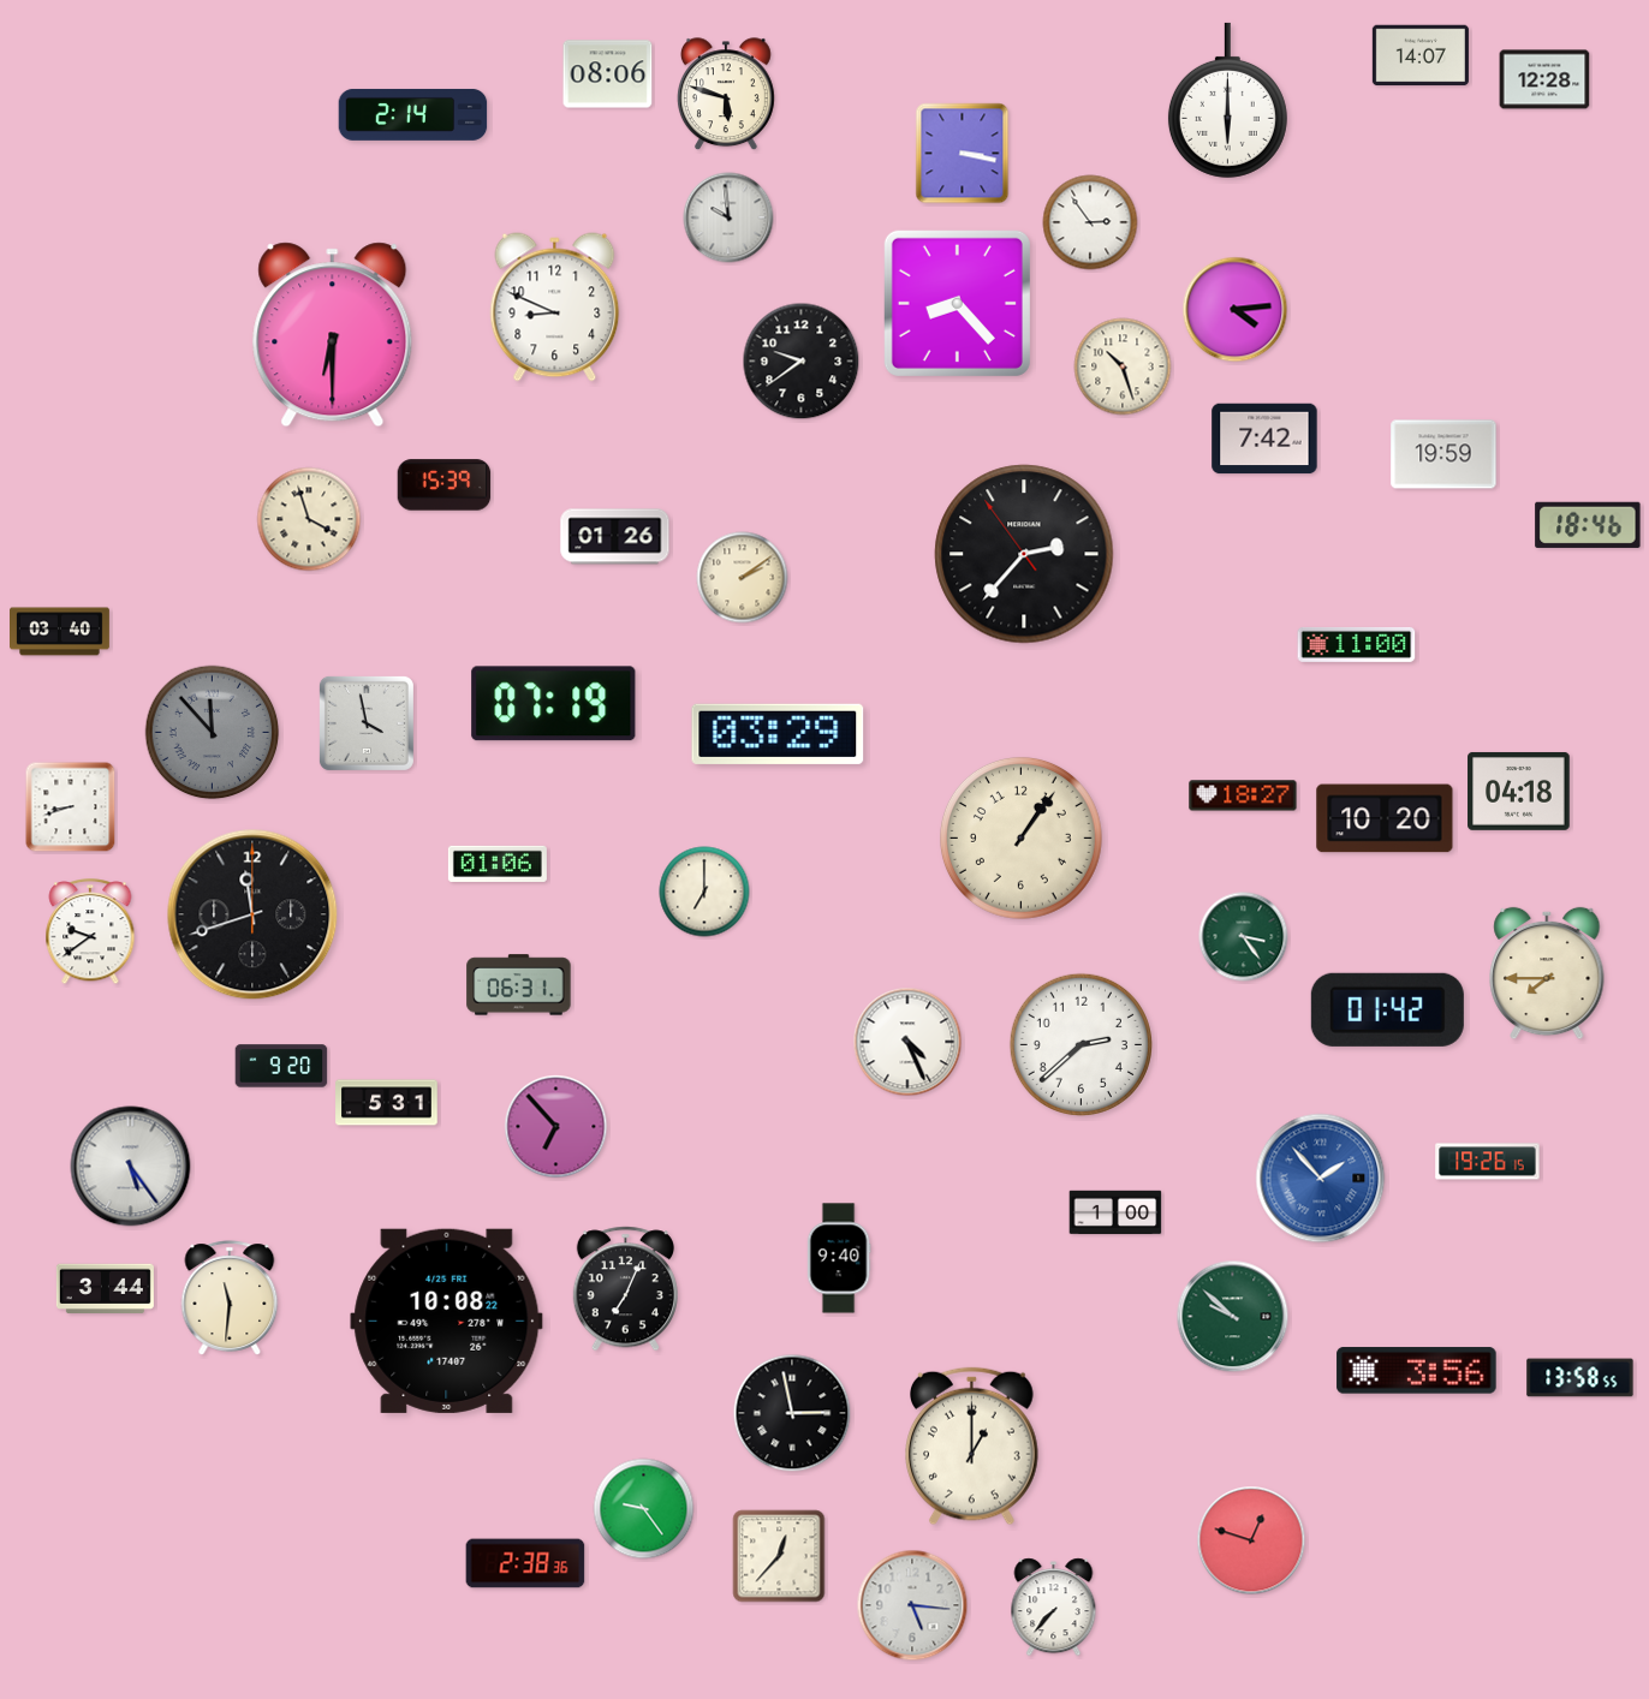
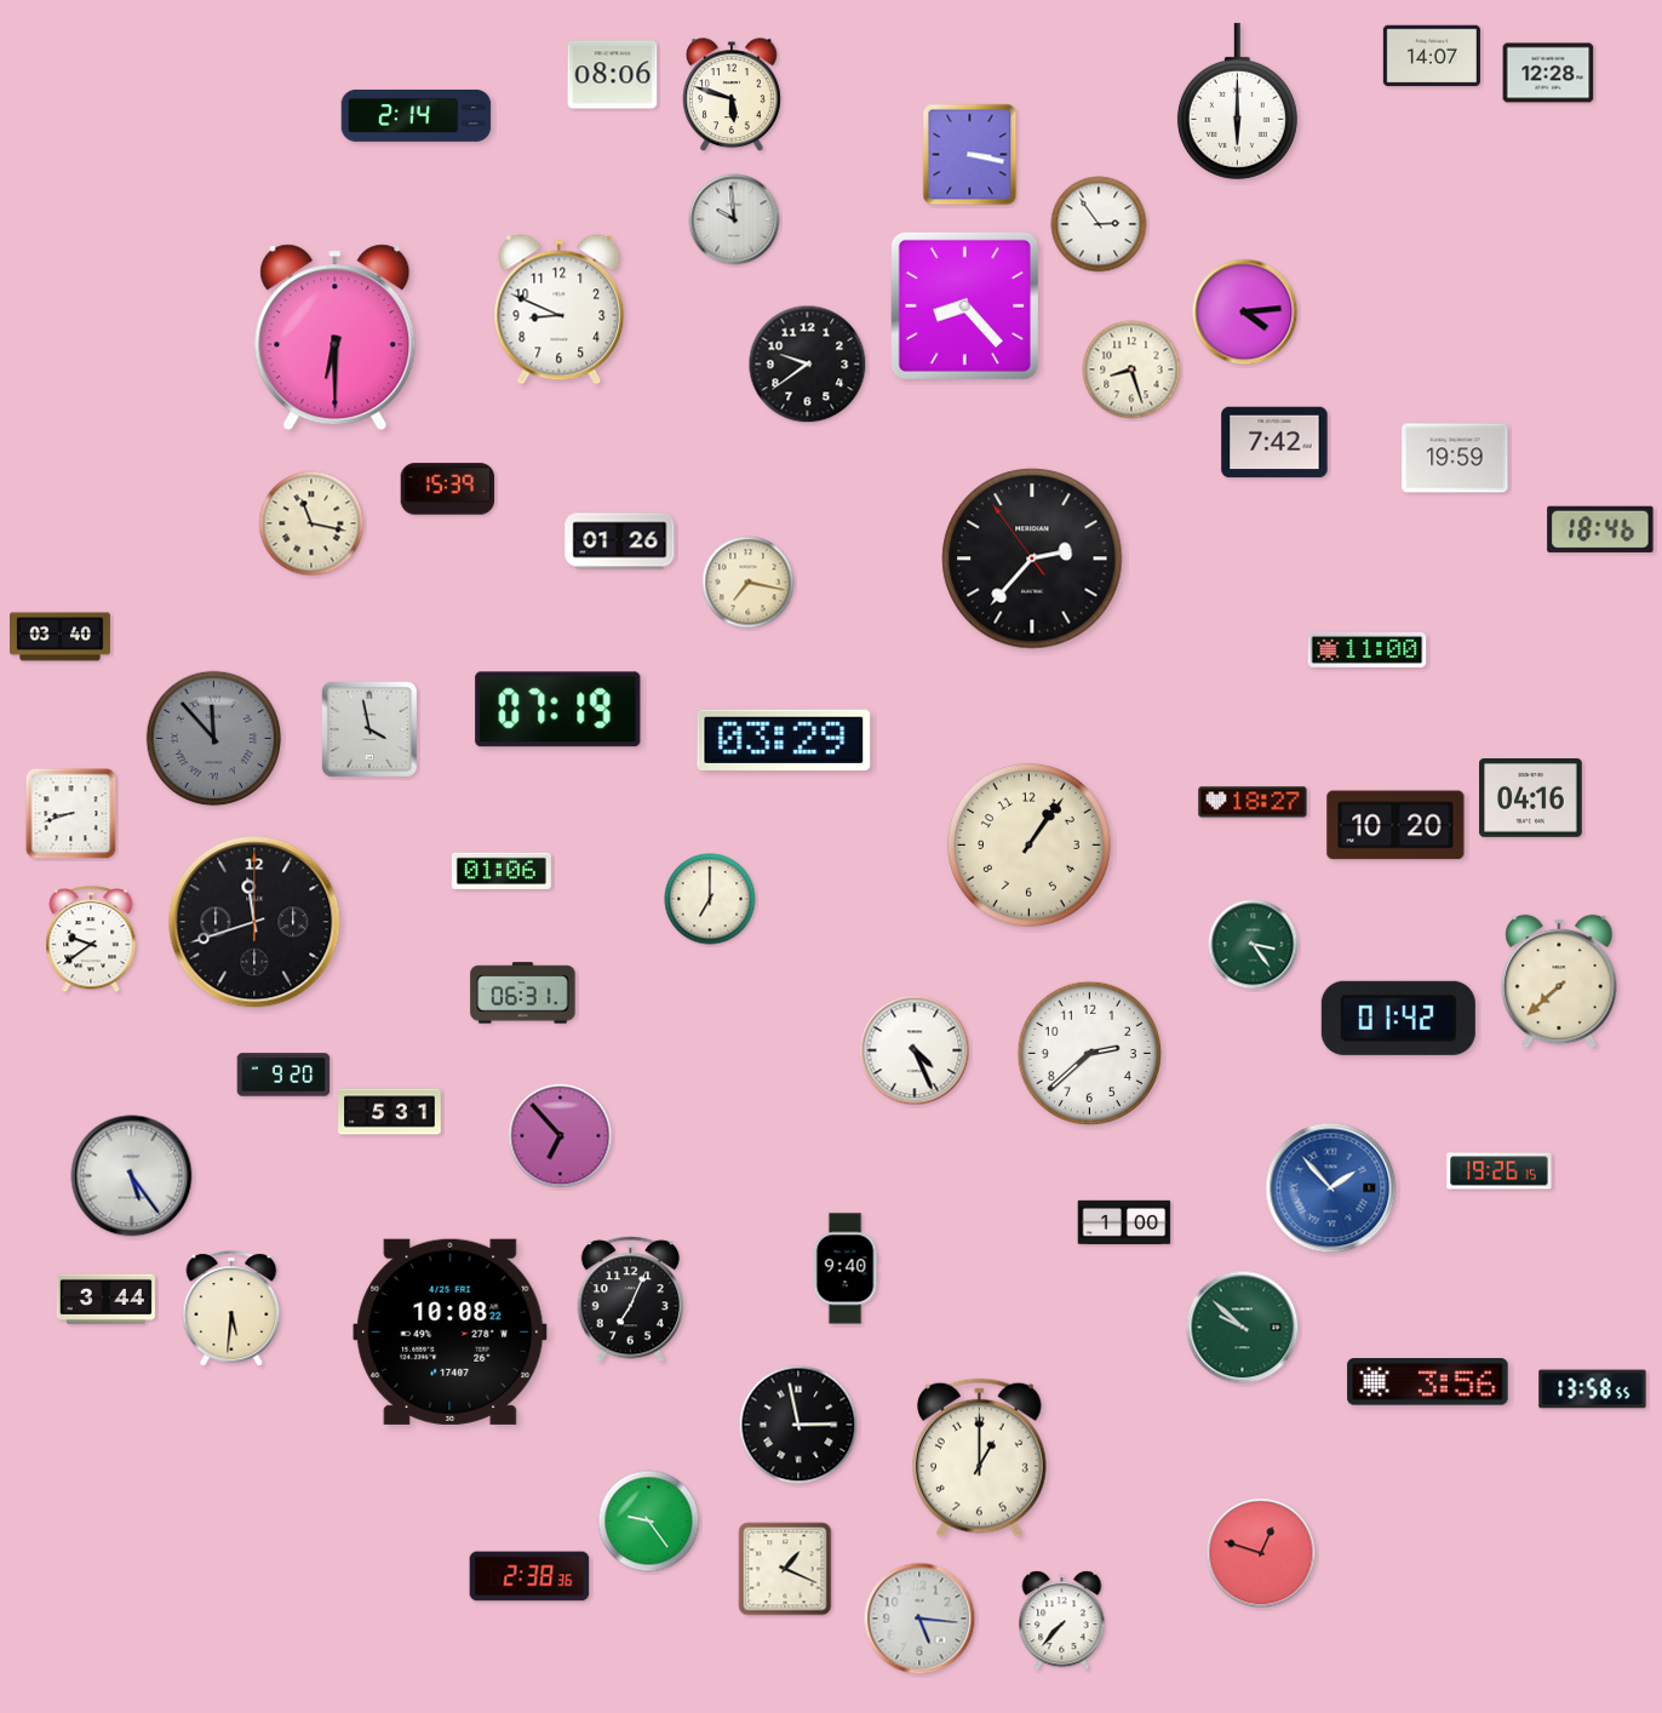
clock at (1544, 79) position: (1544, 79) -> (1548, 73)
clock at (1123, 366): 10:27 -> 8:27
clock at (309, 519): 3:57 -> 11:17
clock at (743, 578): 2:09 -> 7:17
clock at (1519, 791): 04:18 -> 04:16
clock at (1547, 973): 7:45 -> 7:38
clock at (230, 1298): 11:31 -> 5:31
clock at (779, 1556): 12:37 -> 1:19
